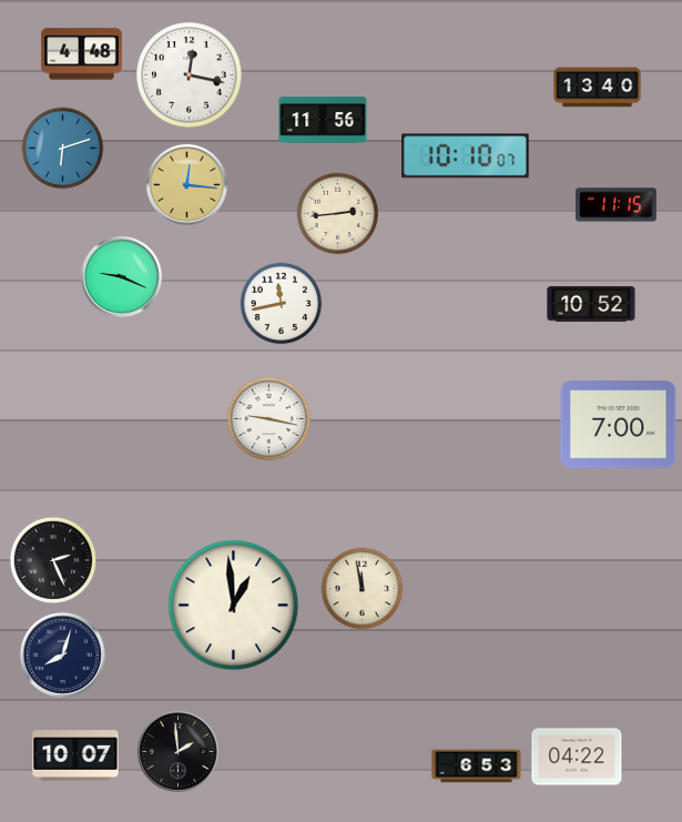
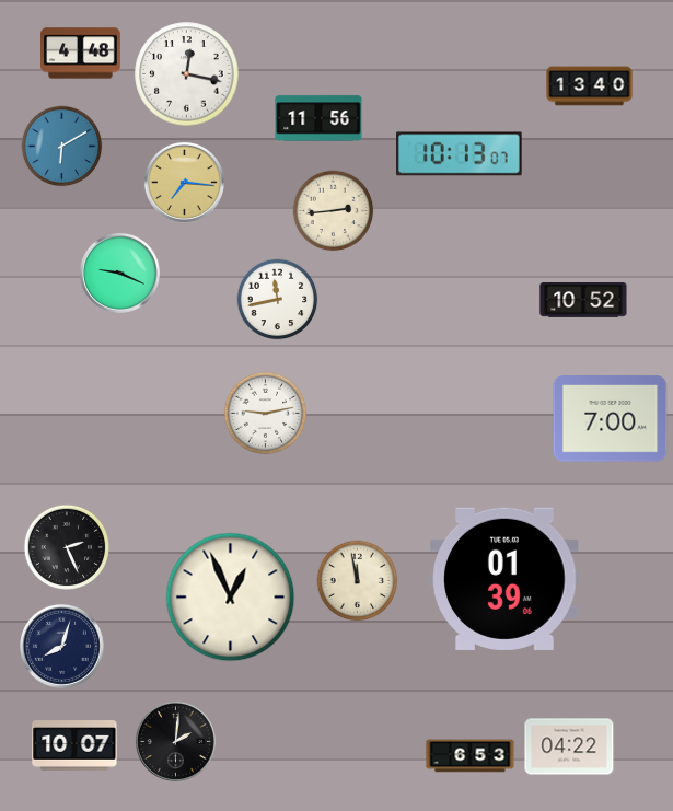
clock at (63, 149): 6:12 -> 6:10
clock at (466, 156): 10:10 -> 10:13
clock at (186, 184): 12:16 -> 7:16
clock at (617, 205): 11:15 -> none
clock at (269, 419): 9:17 -> 9:13
clock at (52, 559) position: (52, 559) -> (66, 546)
clock at (504, 579): none -> 01:39
clock at (234, 606): 12:59 -> 12:56
clock at (177, 751): 1:59 -> 2:01
